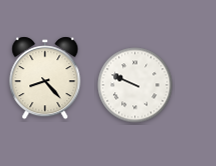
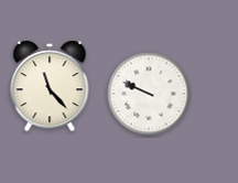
clock at (45, 78): 8:23 -> 11:23
